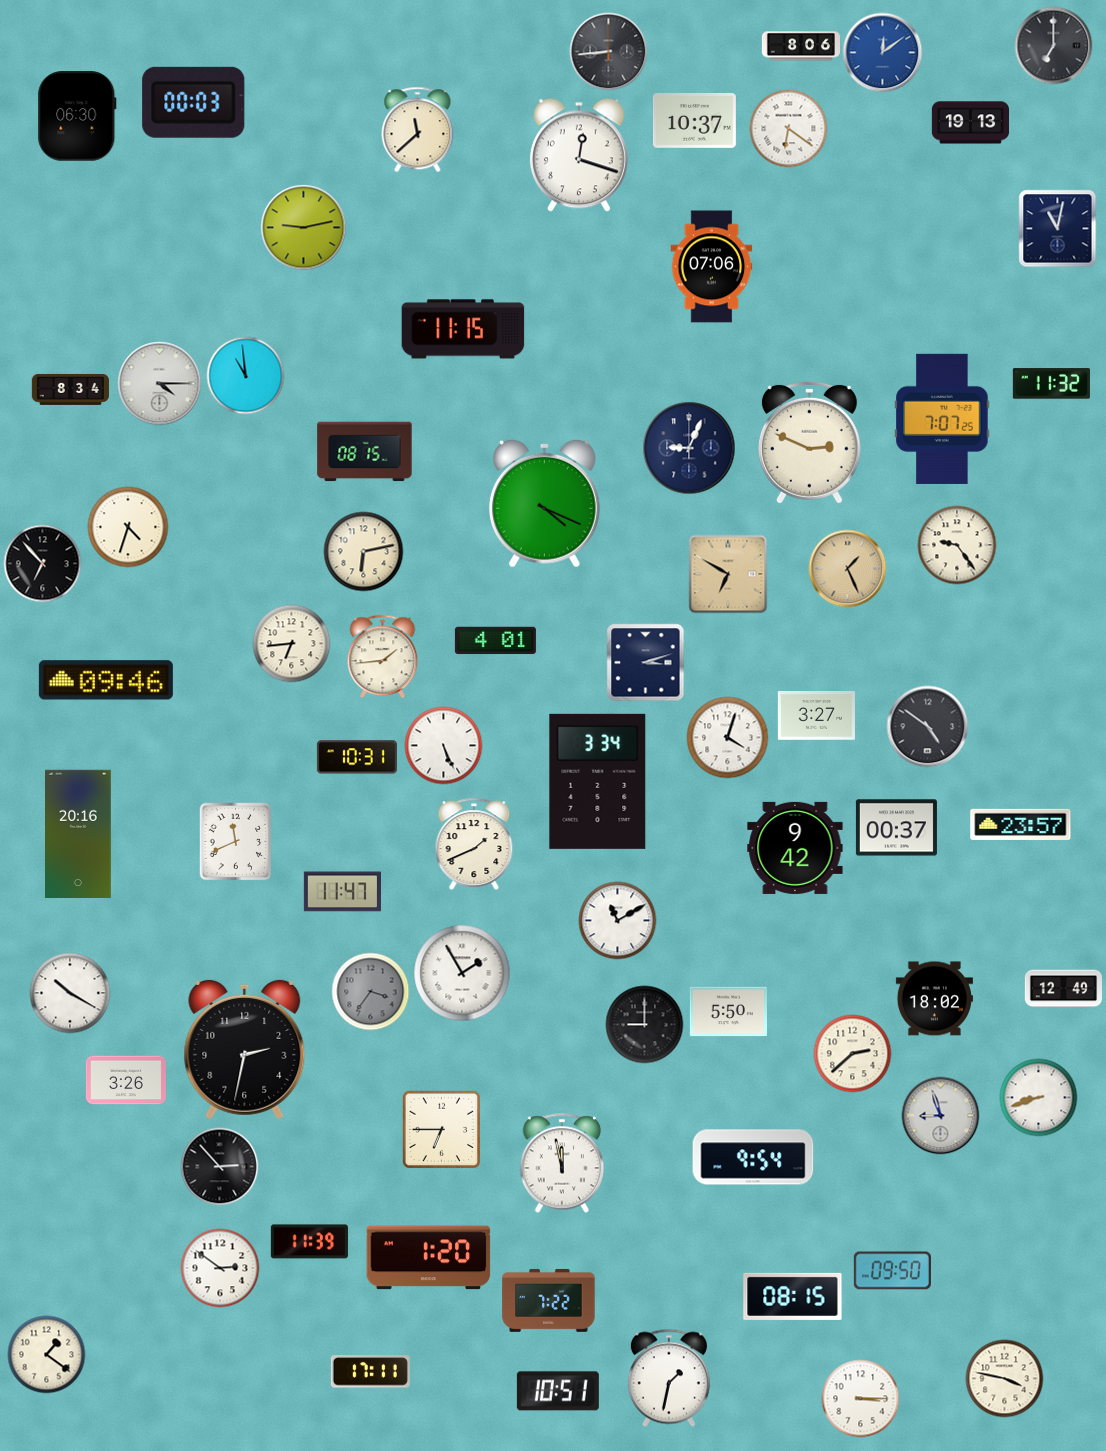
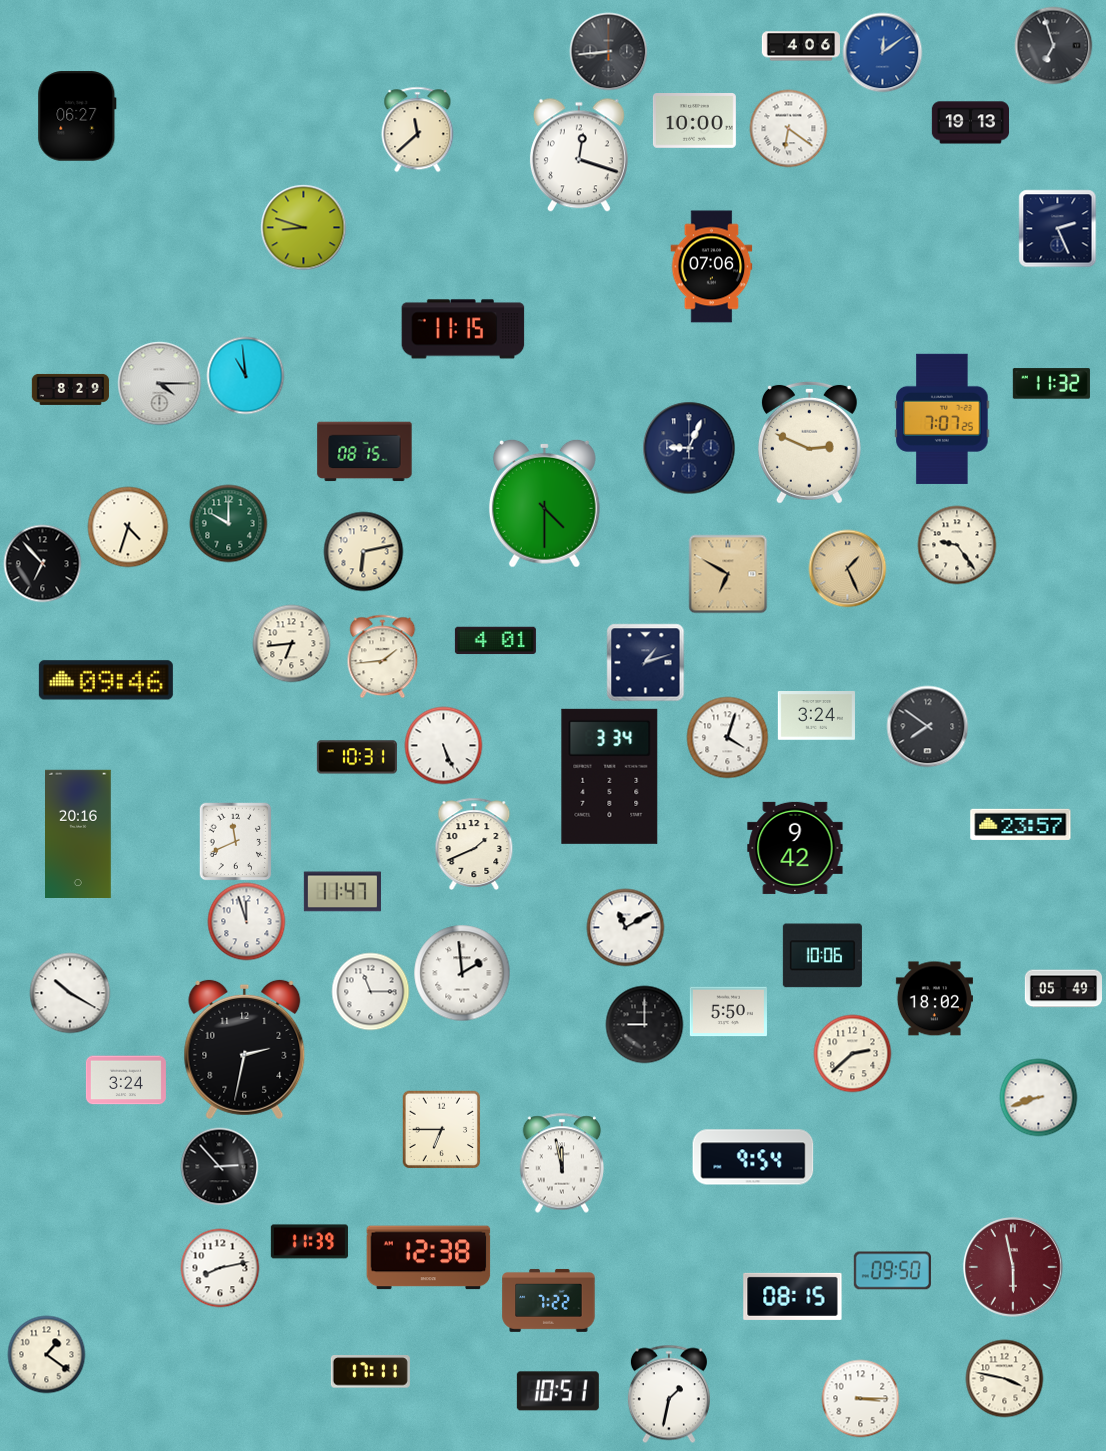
clock at (1053, 45): 7:00 -> 6:57
clock at (801, 46): 8:06 -> 4:06
clock at (194, 102): 00:03 -> none
clock at (77, 116): 06:30 -> 06:27
clock at (694, 121): 10:37 -> 10:00
clock at (303, 227): 9:13 -> 8:48
clock at (1057, 228): 11:02 -> 2:26
clock at (70, 389): 8:34 -> 8:29
clock at (544, 503): 4:19 -> 4:30
clock at (228, 523): none -> 10:00
clock at (645, 662): 3:12 -> 1:12
clock at (816, 716): 3:27 -> 3:24
clock at (927, 726): 4:51 -> 7:51
clock at (598, 781) position: (598, 781) -> (610, 776)
clock at (896, 828): 00:37 -> none
clock at (617, 920) position: (617, 920) -> (625, 927)
clock at (246, 921): none -> 11:57
clock at (822, 956): none -> 10:06
clock at (462, 973): 1:55 -> 1:59
clock at (1063, 989): 12:49 -> 05:49
clock at (370, 991): 3:36 -> 11:15
clock at (370, 991) dial: grey -> white
clock at (126, 1080): 3:26 -> 3:24
clock at (940, 1115): 8:57 -> none
clock at (429, 1258): 1:20 -> 12:38
clock at (1013, 1267): none -> 5:58
clock at (220, 1268): 2:51 -> 8:13
clock at (669, 1378) position: (669, 1378) -> (669, 1394)
